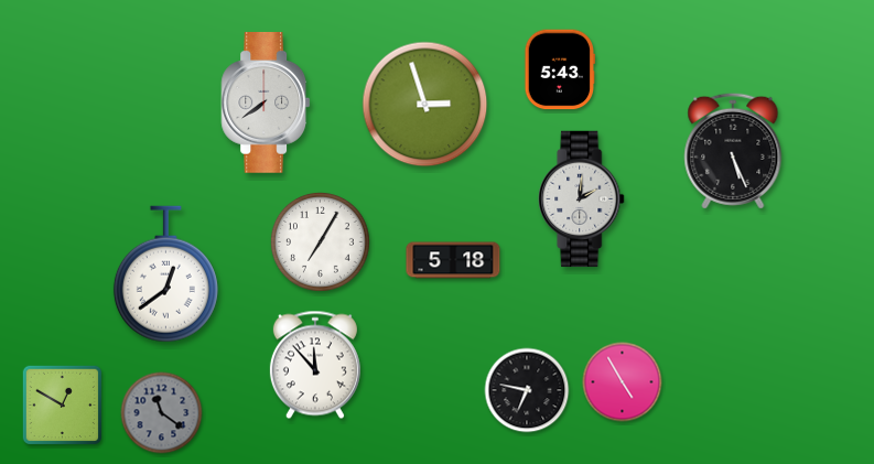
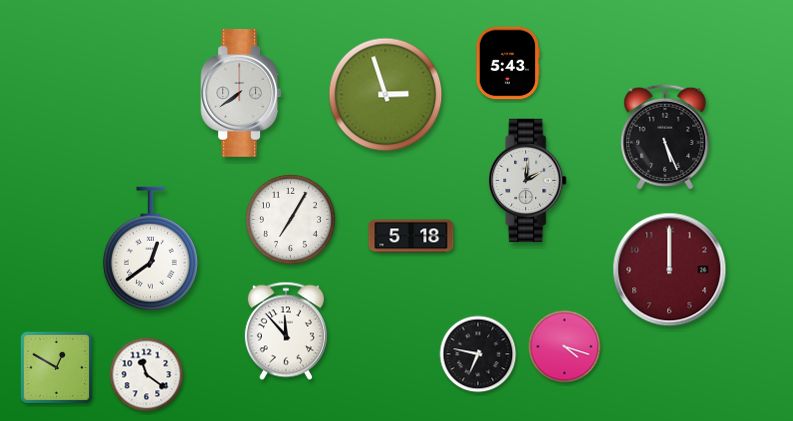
clock at (670, 270): none -> 12:00
clock at (623, 382): 4:55 -> 4:18
clock at (162, 413) dial: grey -> white
